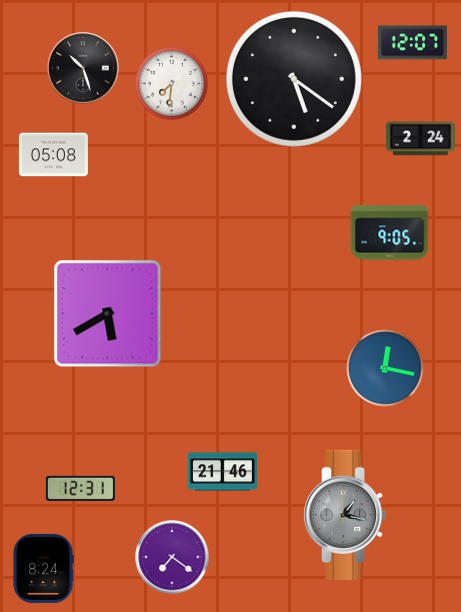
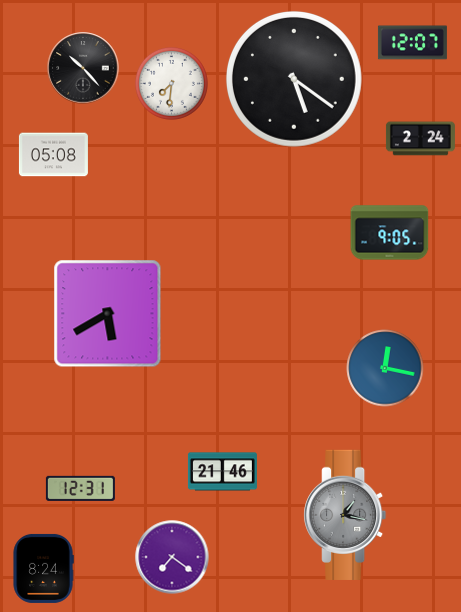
clock at (83, 68): 10:27 -> 10:23
